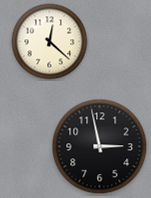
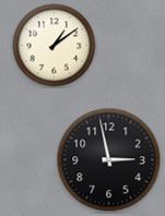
clock at (50, 42): 12:22 -> 1:09
